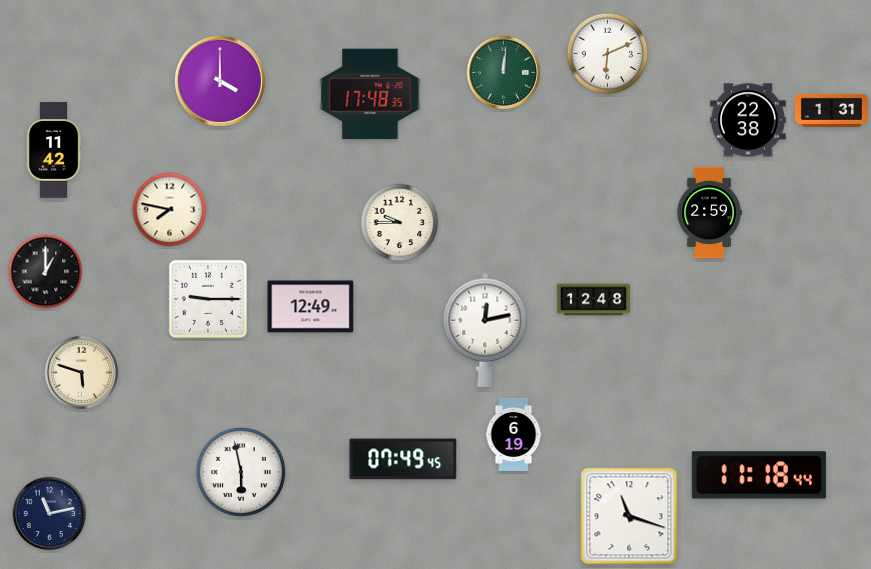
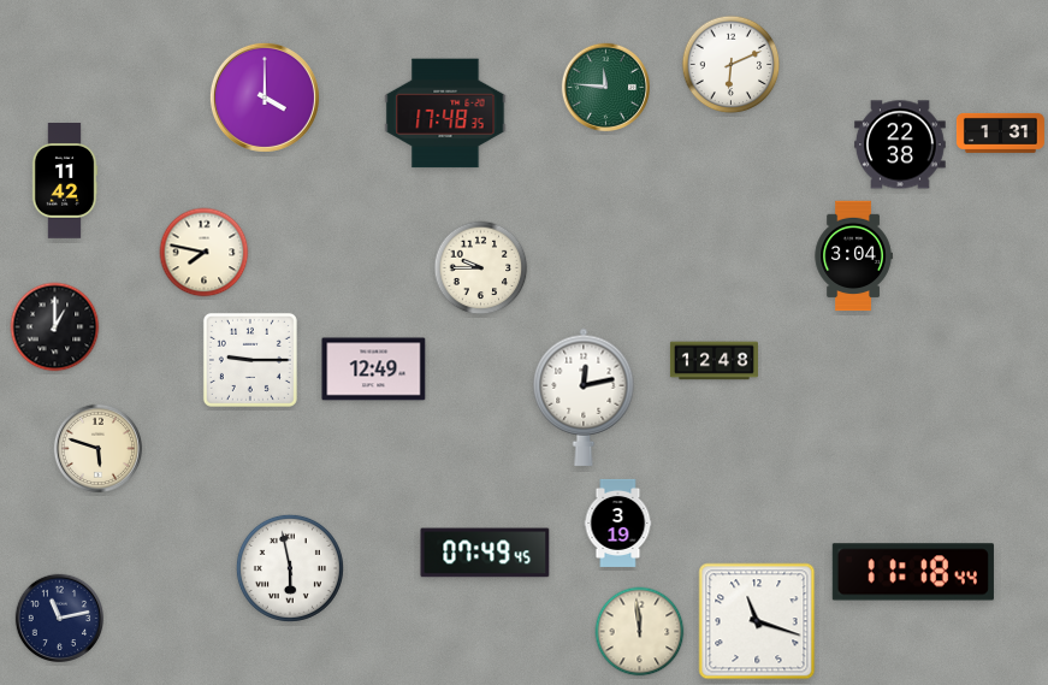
clock at (504, 73): 12:01 -> 11:46
clock at (709, 213): 2:59 -> 3:04
clock at (514, 434): 6:19 -> 3:19
clock at (640, 632): none -> 11:59
